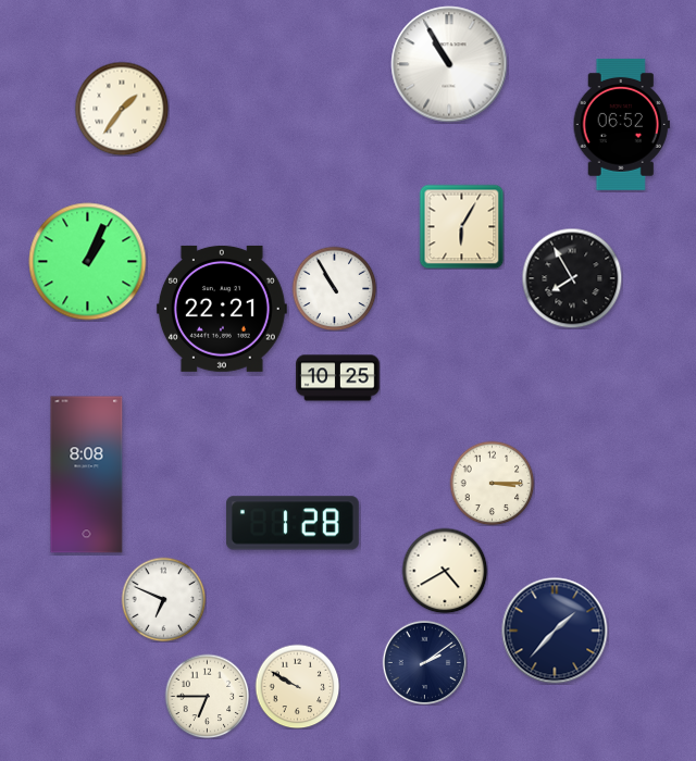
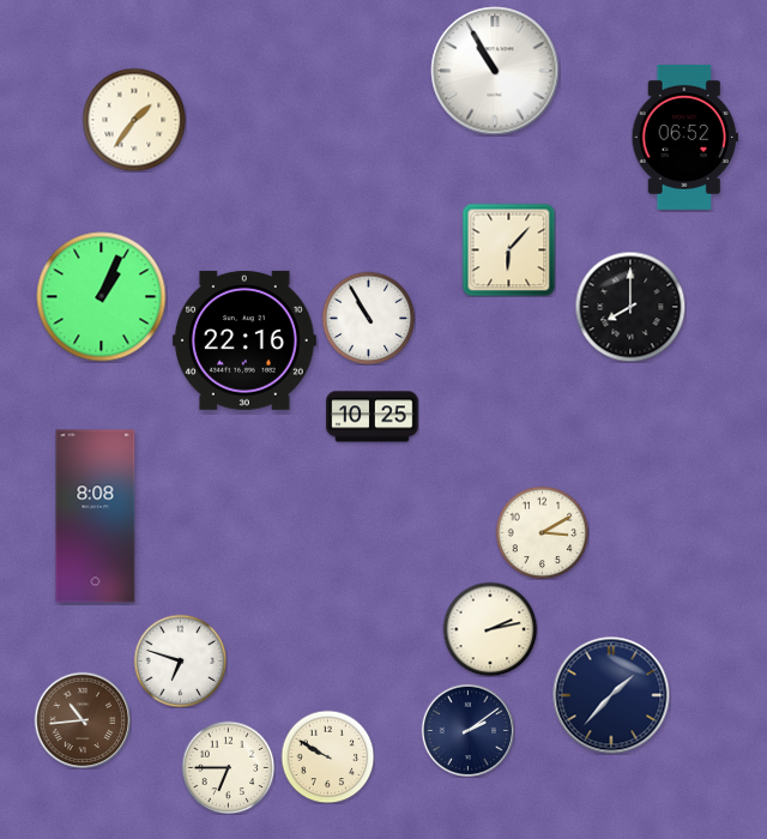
clock at (461, 226): 6:05 -> 6:07
clock at (88, 262) position: (88, 262) -> (102, 297)
clock at (572, 278): 7:55 -> 8:00
clock at (222, 309): 22:21 -> 22:16
clock at (87, 475) position: (87, 475) -> (96, 517)
clock at (492, 483): 3:15 -> 3:10
clock at (293, 523): 1:28 -> none
clock at (445, 571): 4:40 -> 2:13
clock at (163, 599): 6:49 -> 6:48
clock at (83, 720): none -> 10:44
